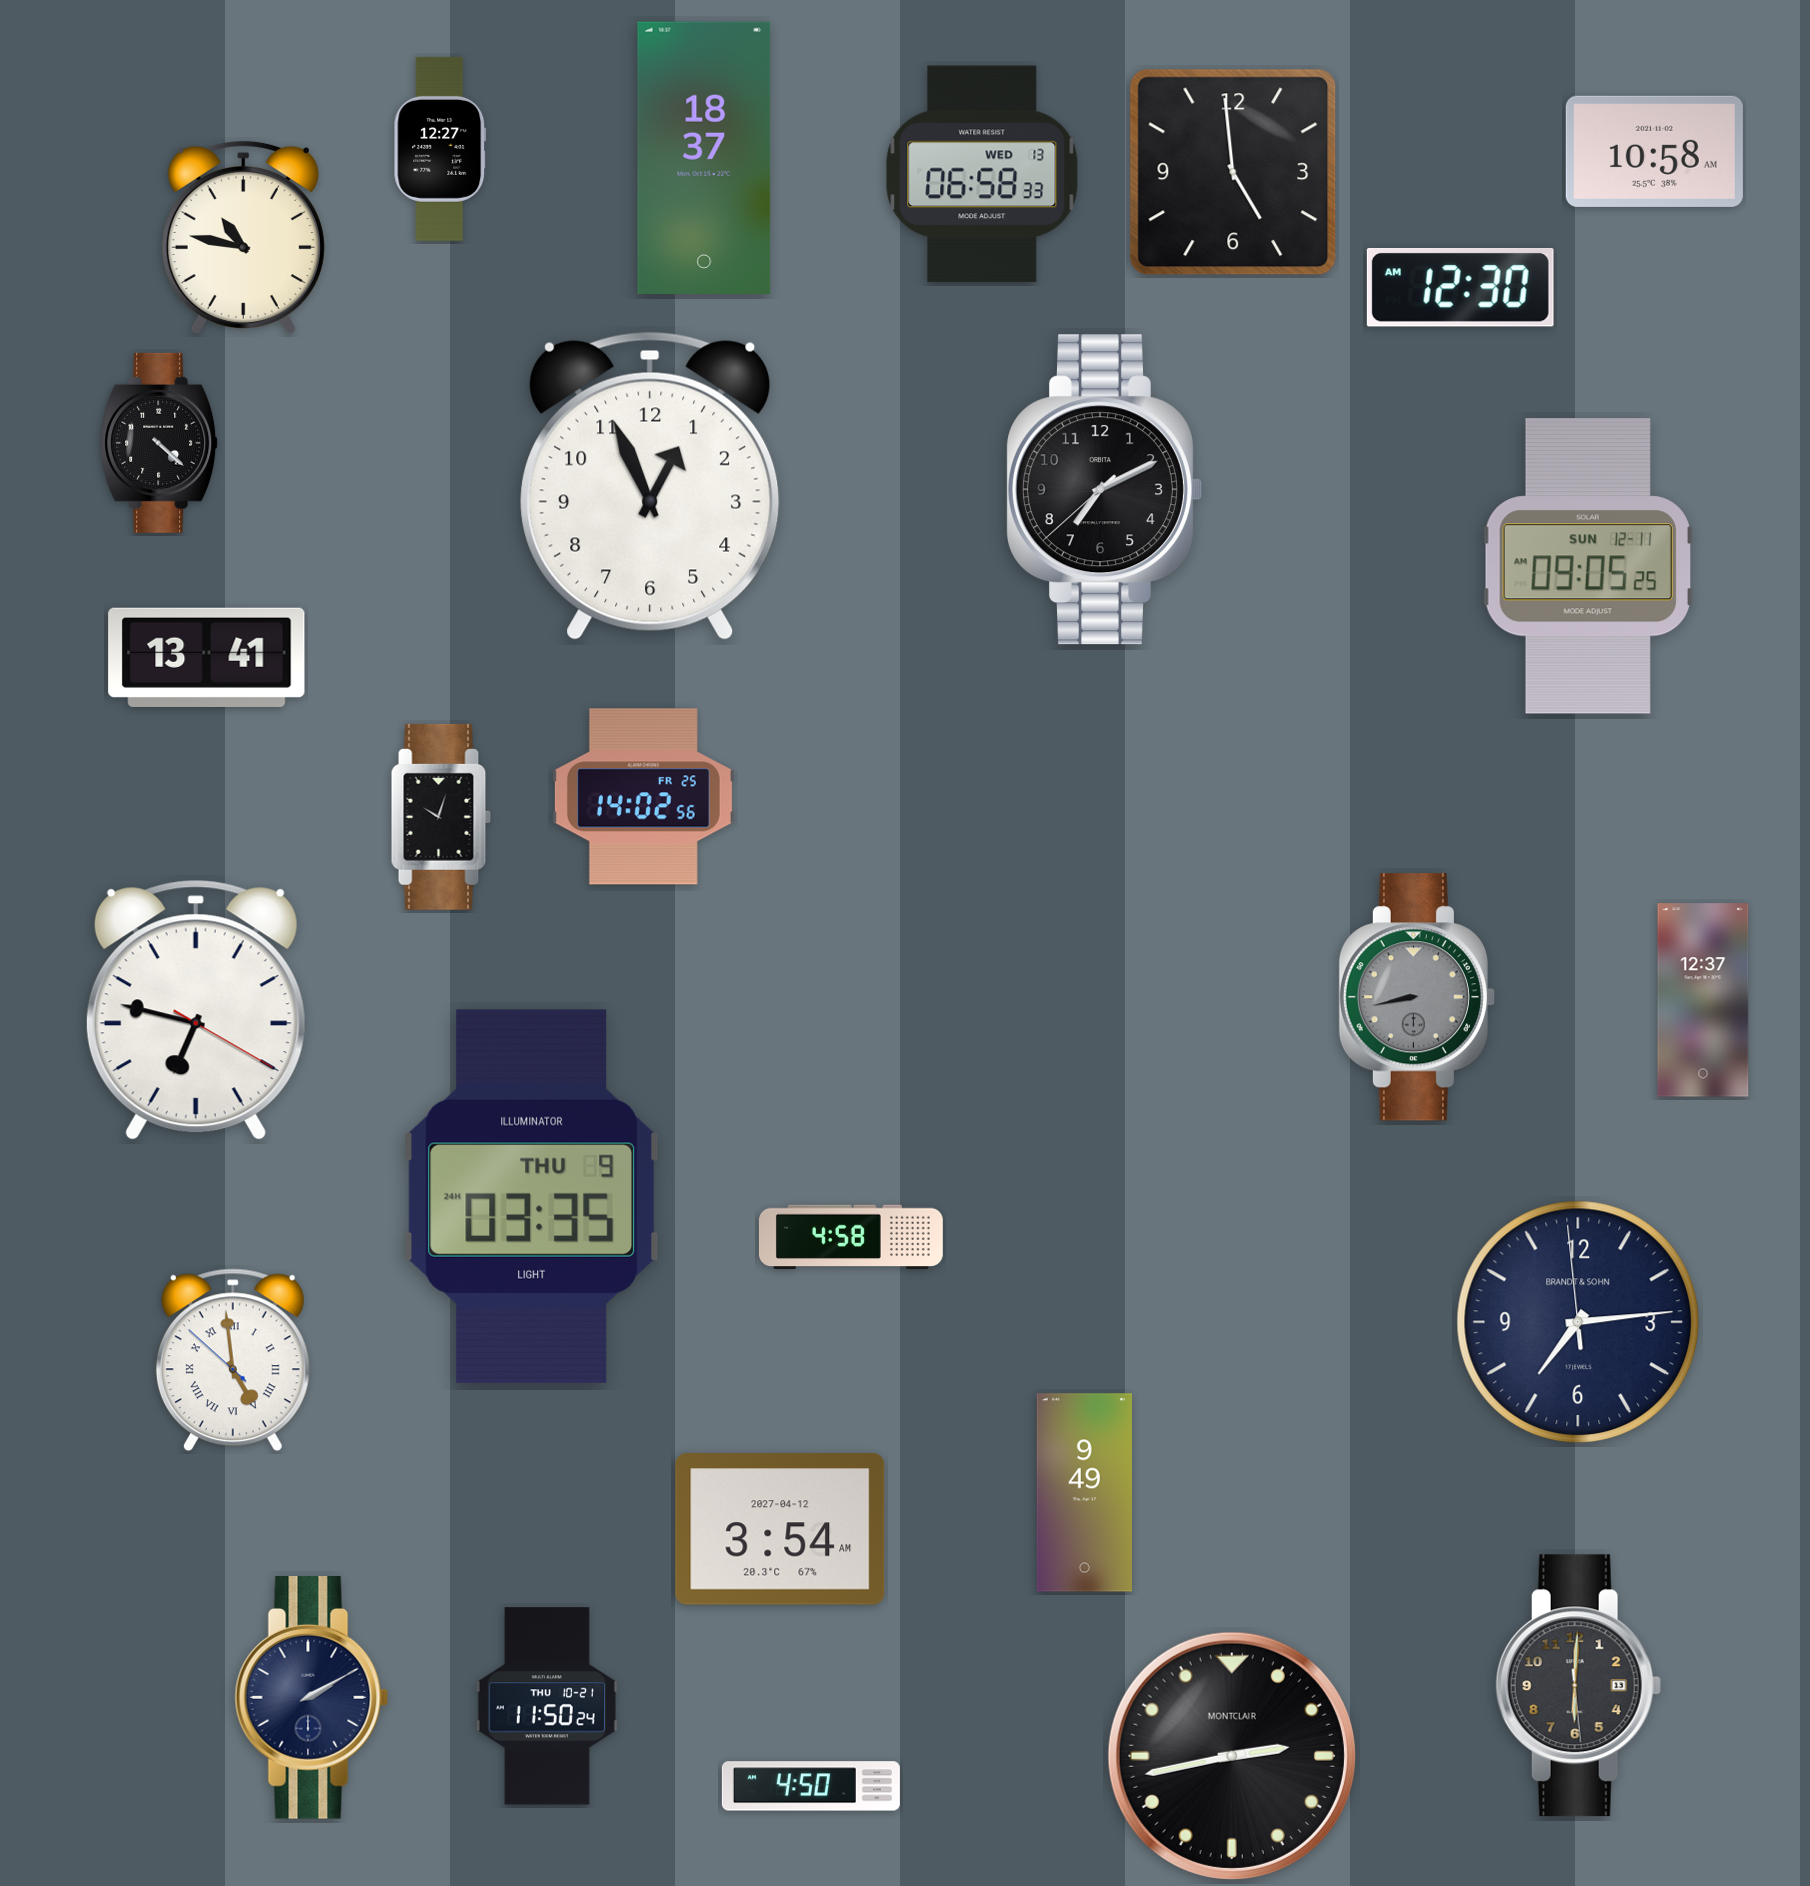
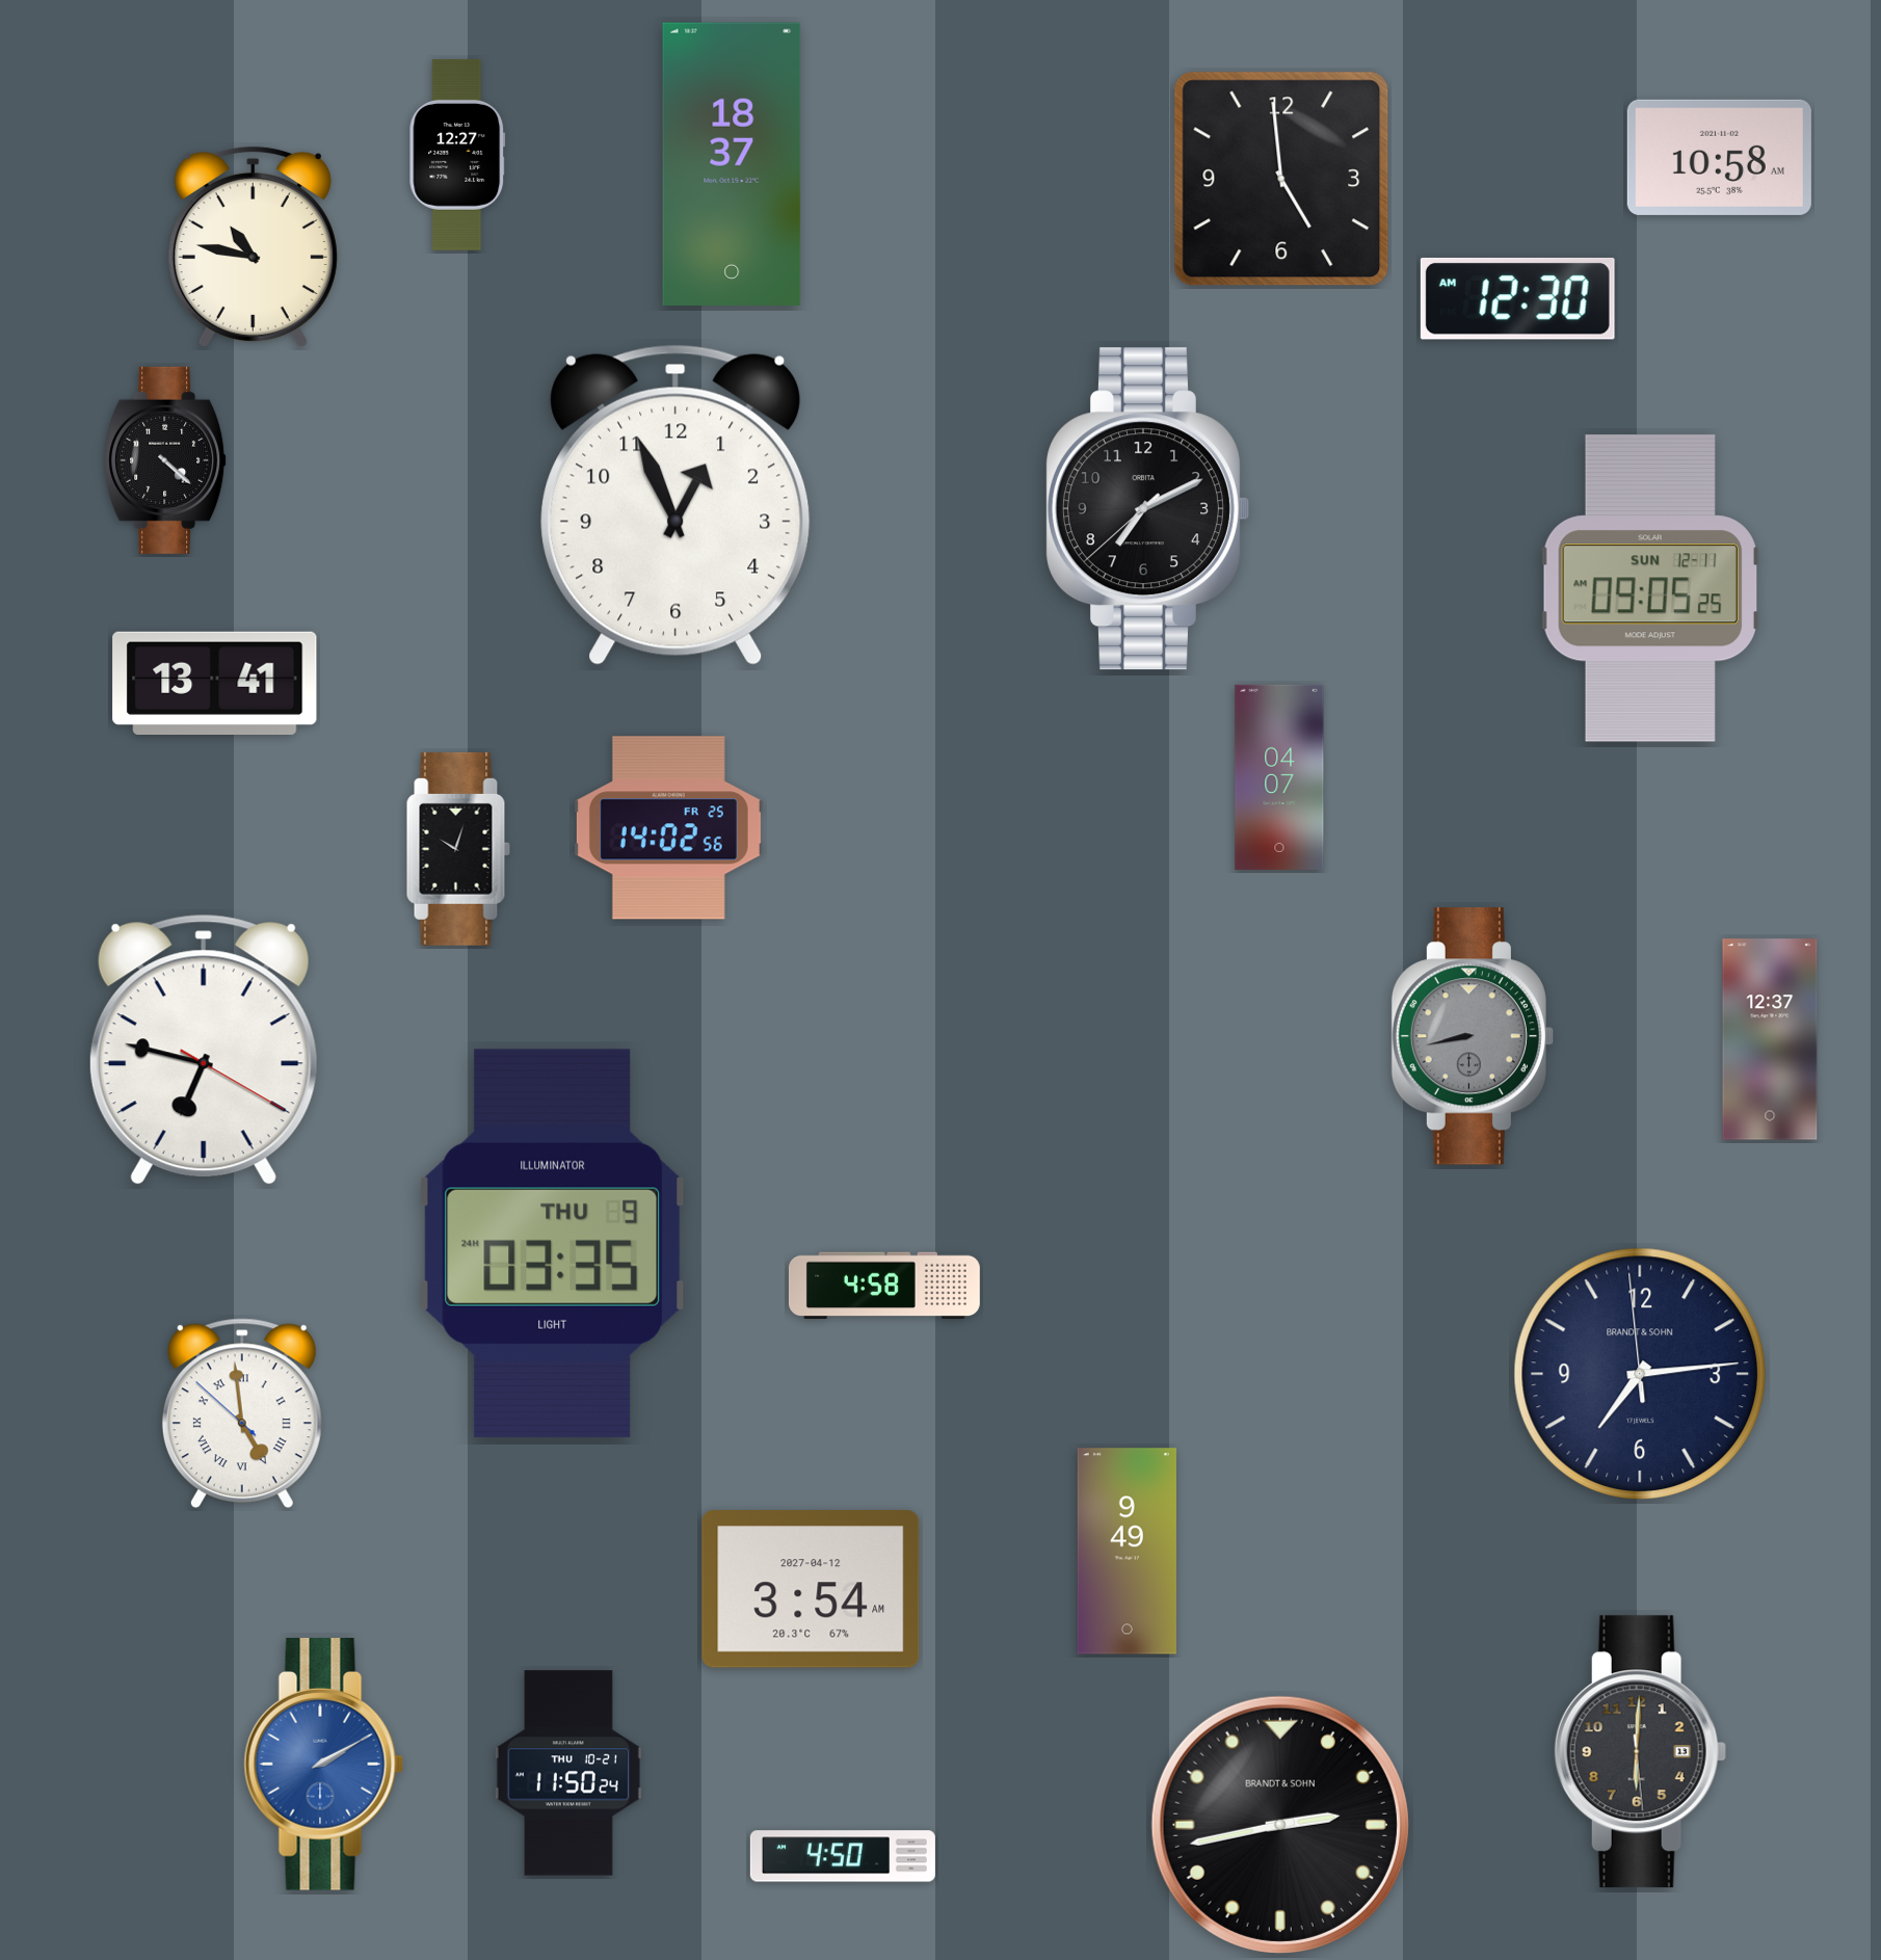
clock at (982, 174): 06:58 -> none
clock at (1279, 777): none -> 04:07
clock at (312, 1698) dial: navy -> blue
clock at (1232, 1756) brand: MONTCLAIR -> BRANDT & SOHN
